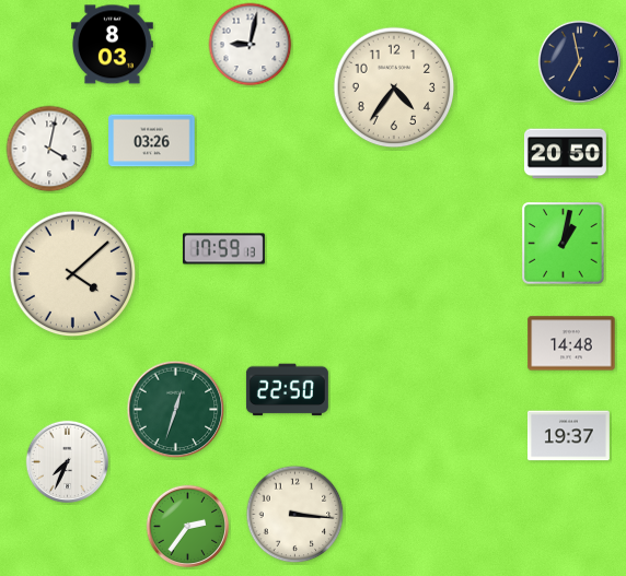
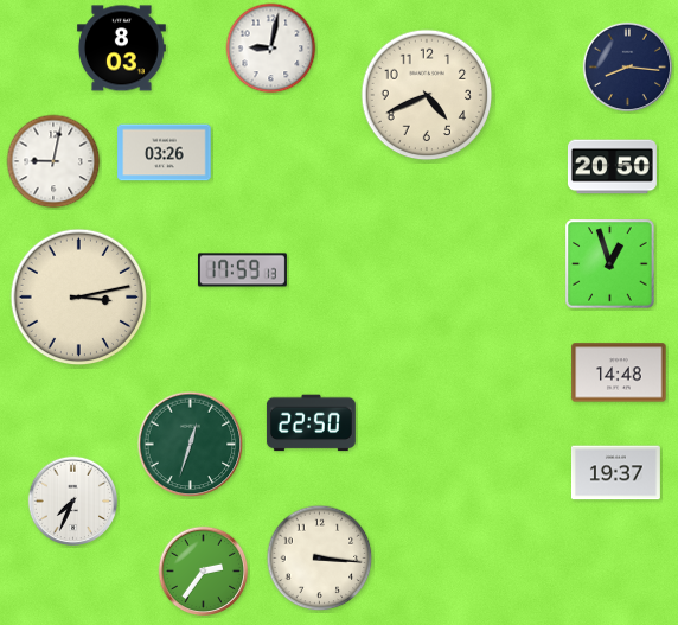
clock at (580, 62): 6:58 -> 8:16
clock at (394, 87): 4:36 -> 4:41
clock at (49, 149): 4:02 -> 9:02
clock at (564, 244): 1:02 -> 12:57
clock at (73, 274): 4:08 -> 3:13
